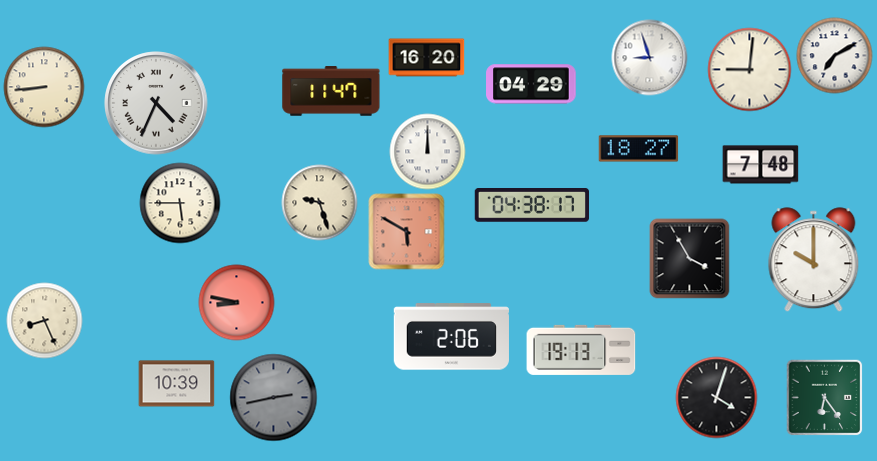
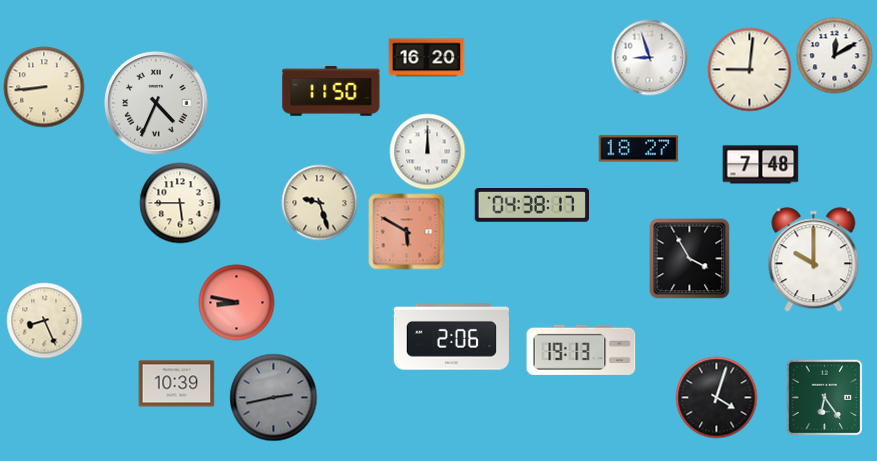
clock at (835, 56): 7:10 -> 12:10
clock at (531, 84): 04:29 -> none
clock at (331, 91): 11:47 -> 11:50
